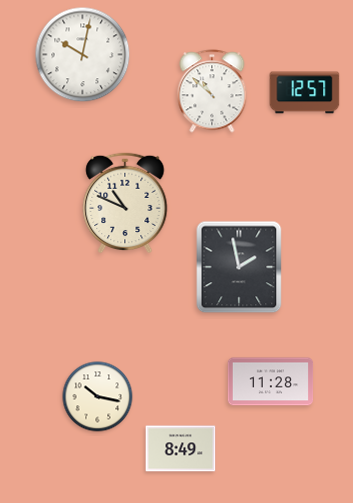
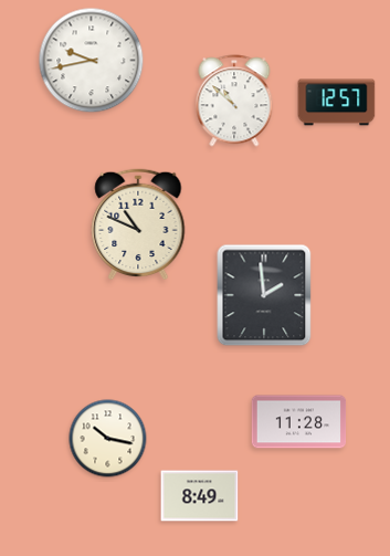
clock at (83, 55): 10:02 -> 9:43
clock at (239, 267): 1:58 -> 1:59
